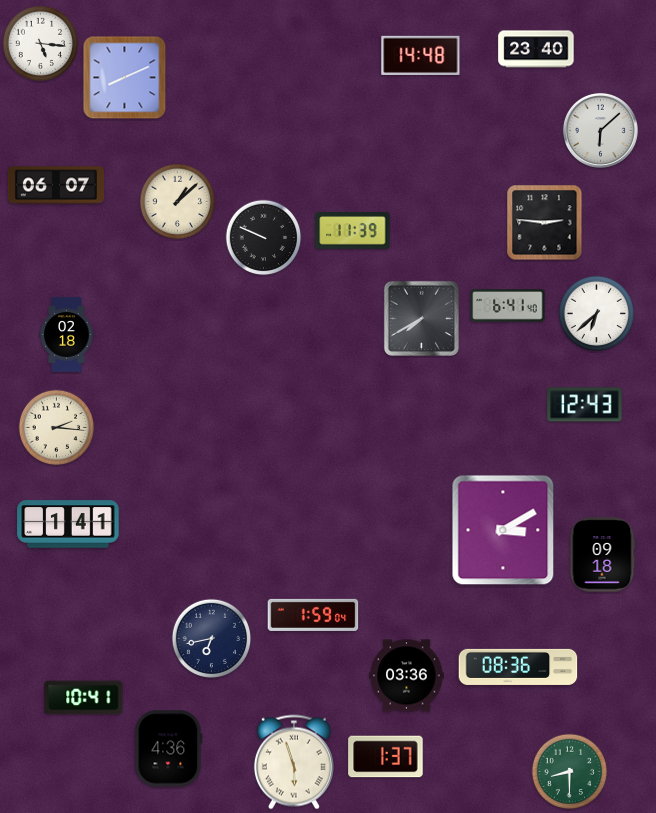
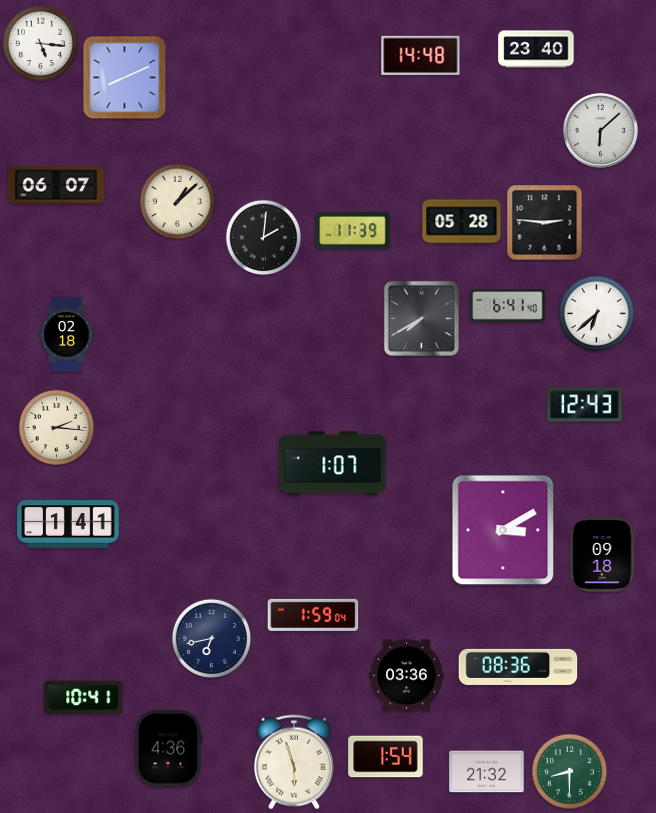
clock at (462, 222): none -> 05:28
clock at (264, 238): 9:49 -> 2:01
clock at (333, 464): none -> 1:07
clock at (386, 757): 1:37 -> 1:54
clock at (487, 772): none -> 21:32
